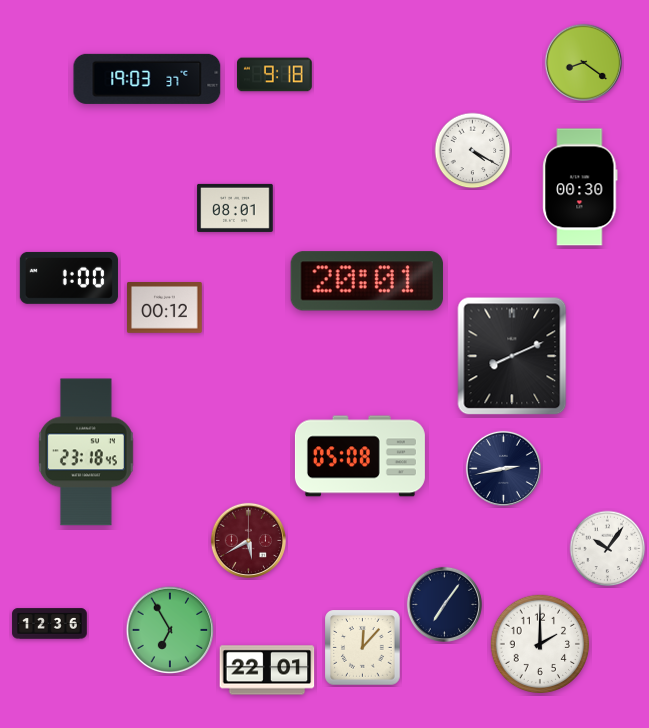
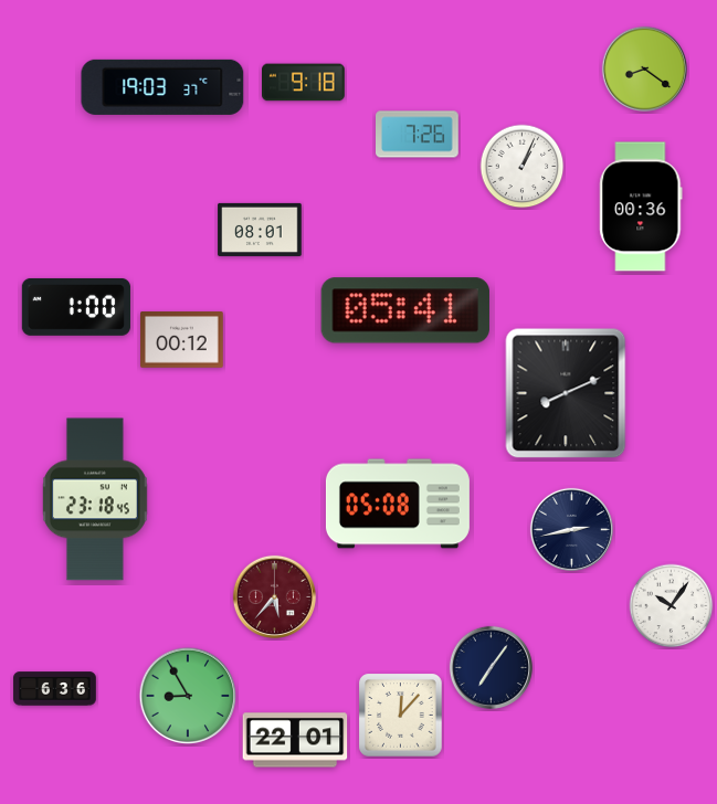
clock at (418, 135): none -> 7:26
clock at (473, 151): 4:20 -> 1:04
clock at (580, 187): 00:30 -> 00:36
clock at (367, 281): 20:01 -> 05:41
clock at (503, 468) position: (503, 468) -> (571, 529)
clock at (248, 540): 5:40 -> 5:37
clock at (50, 624): 12:36 -> 6:36
clock at (170, 630): 6:55 -> 8:55
clock at (540, 644): 2:00 -> none
